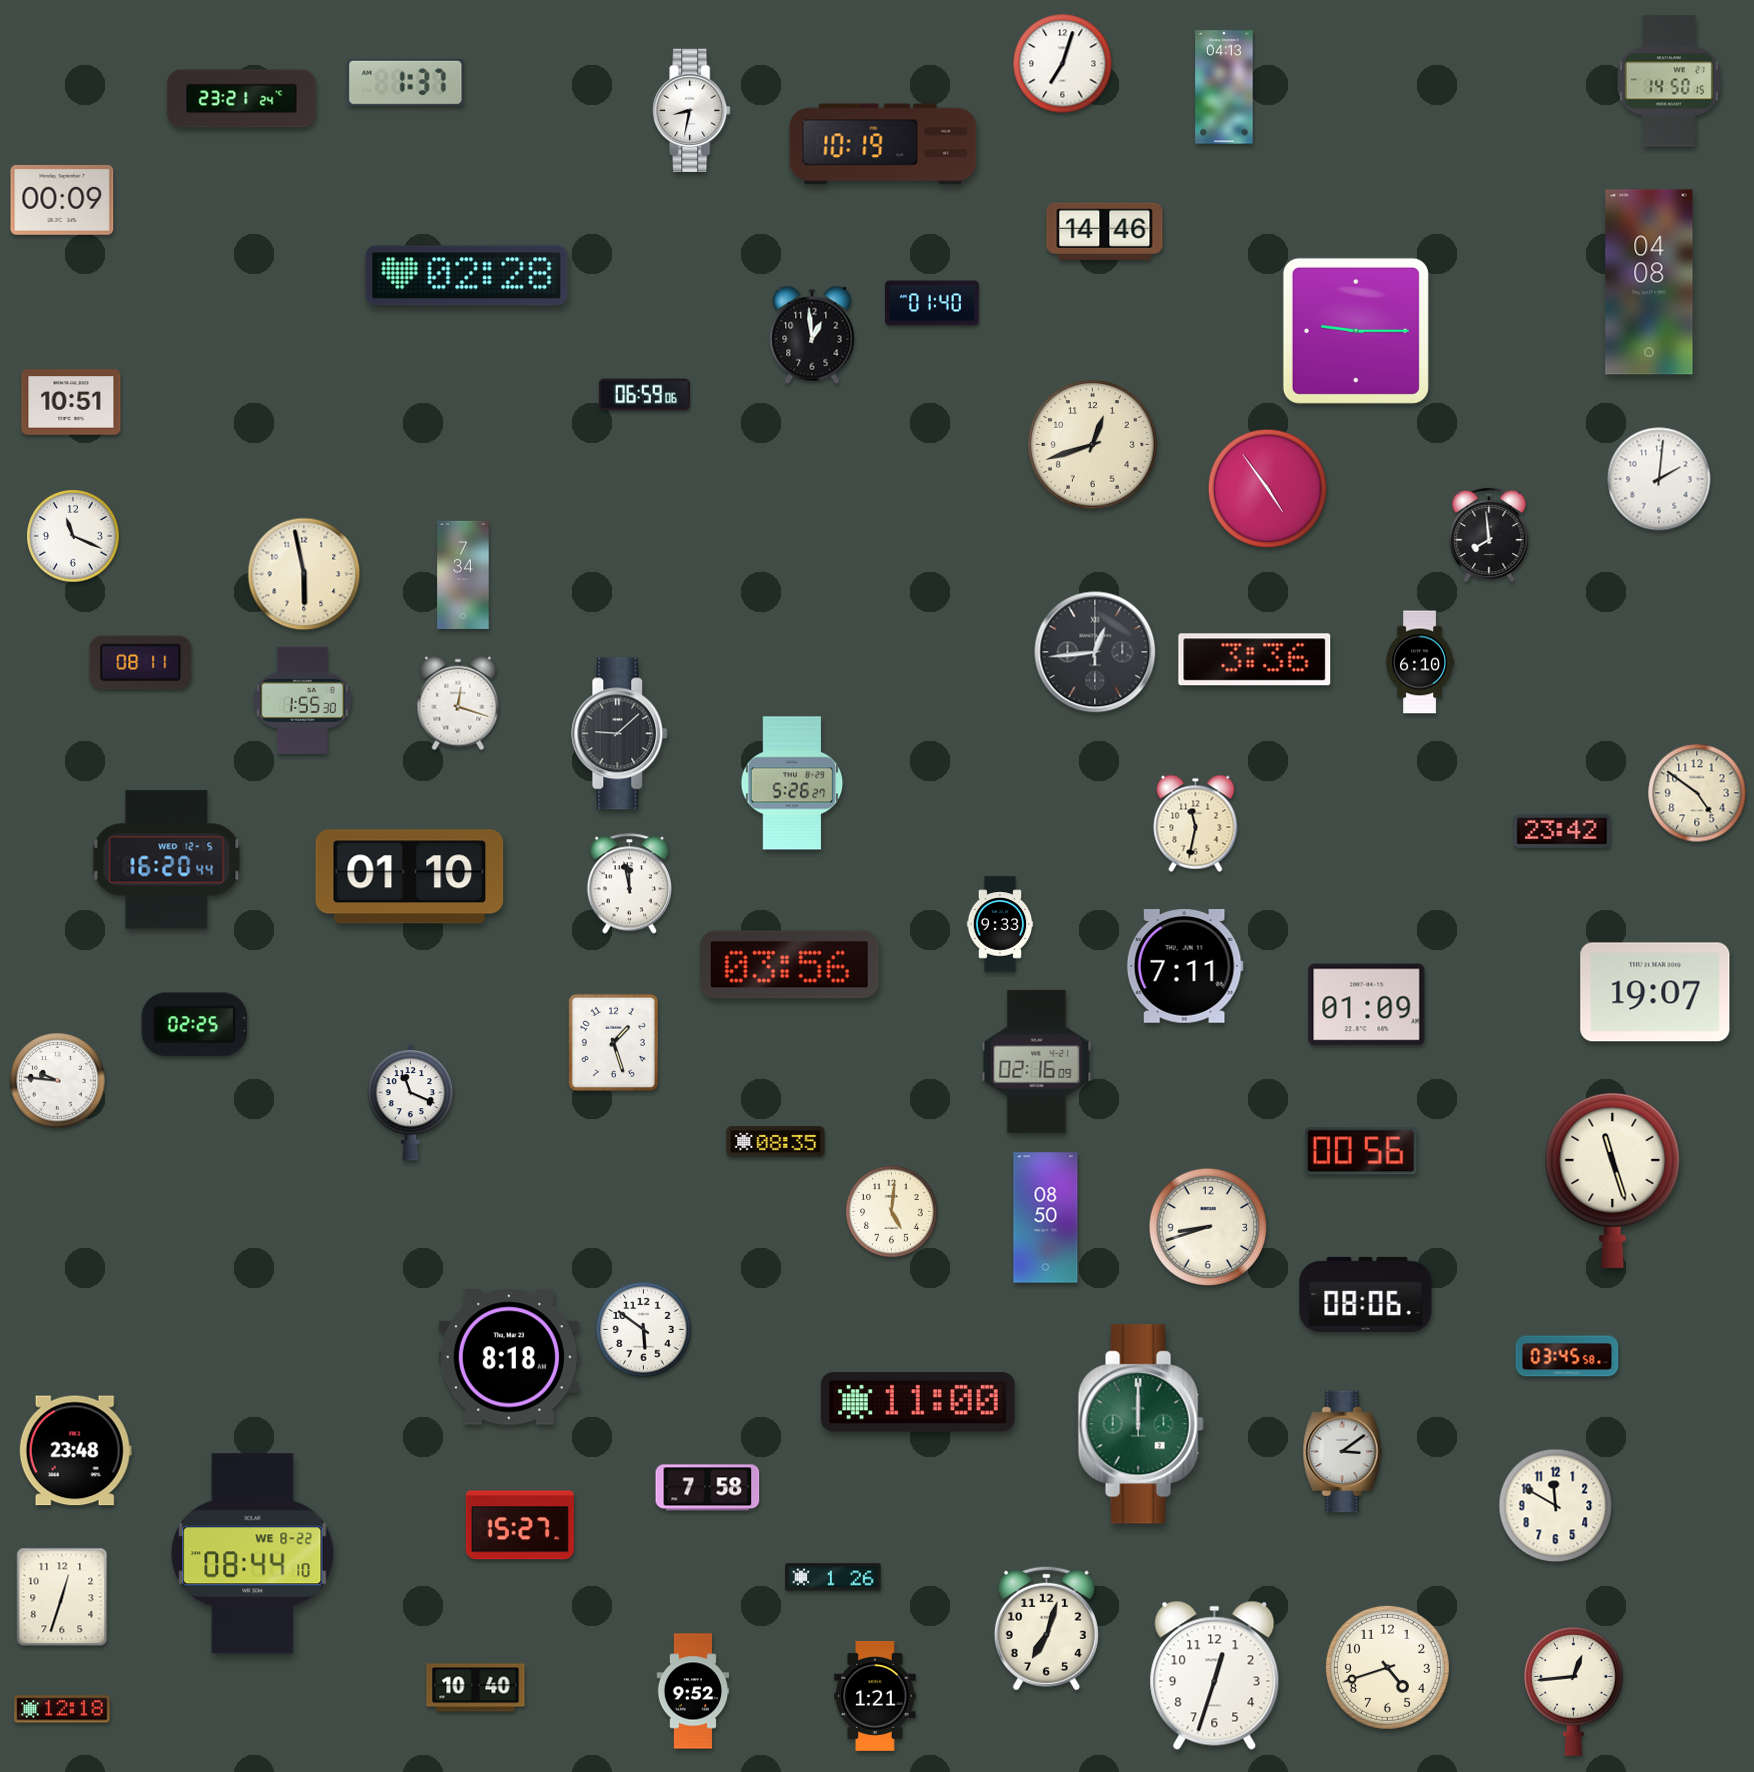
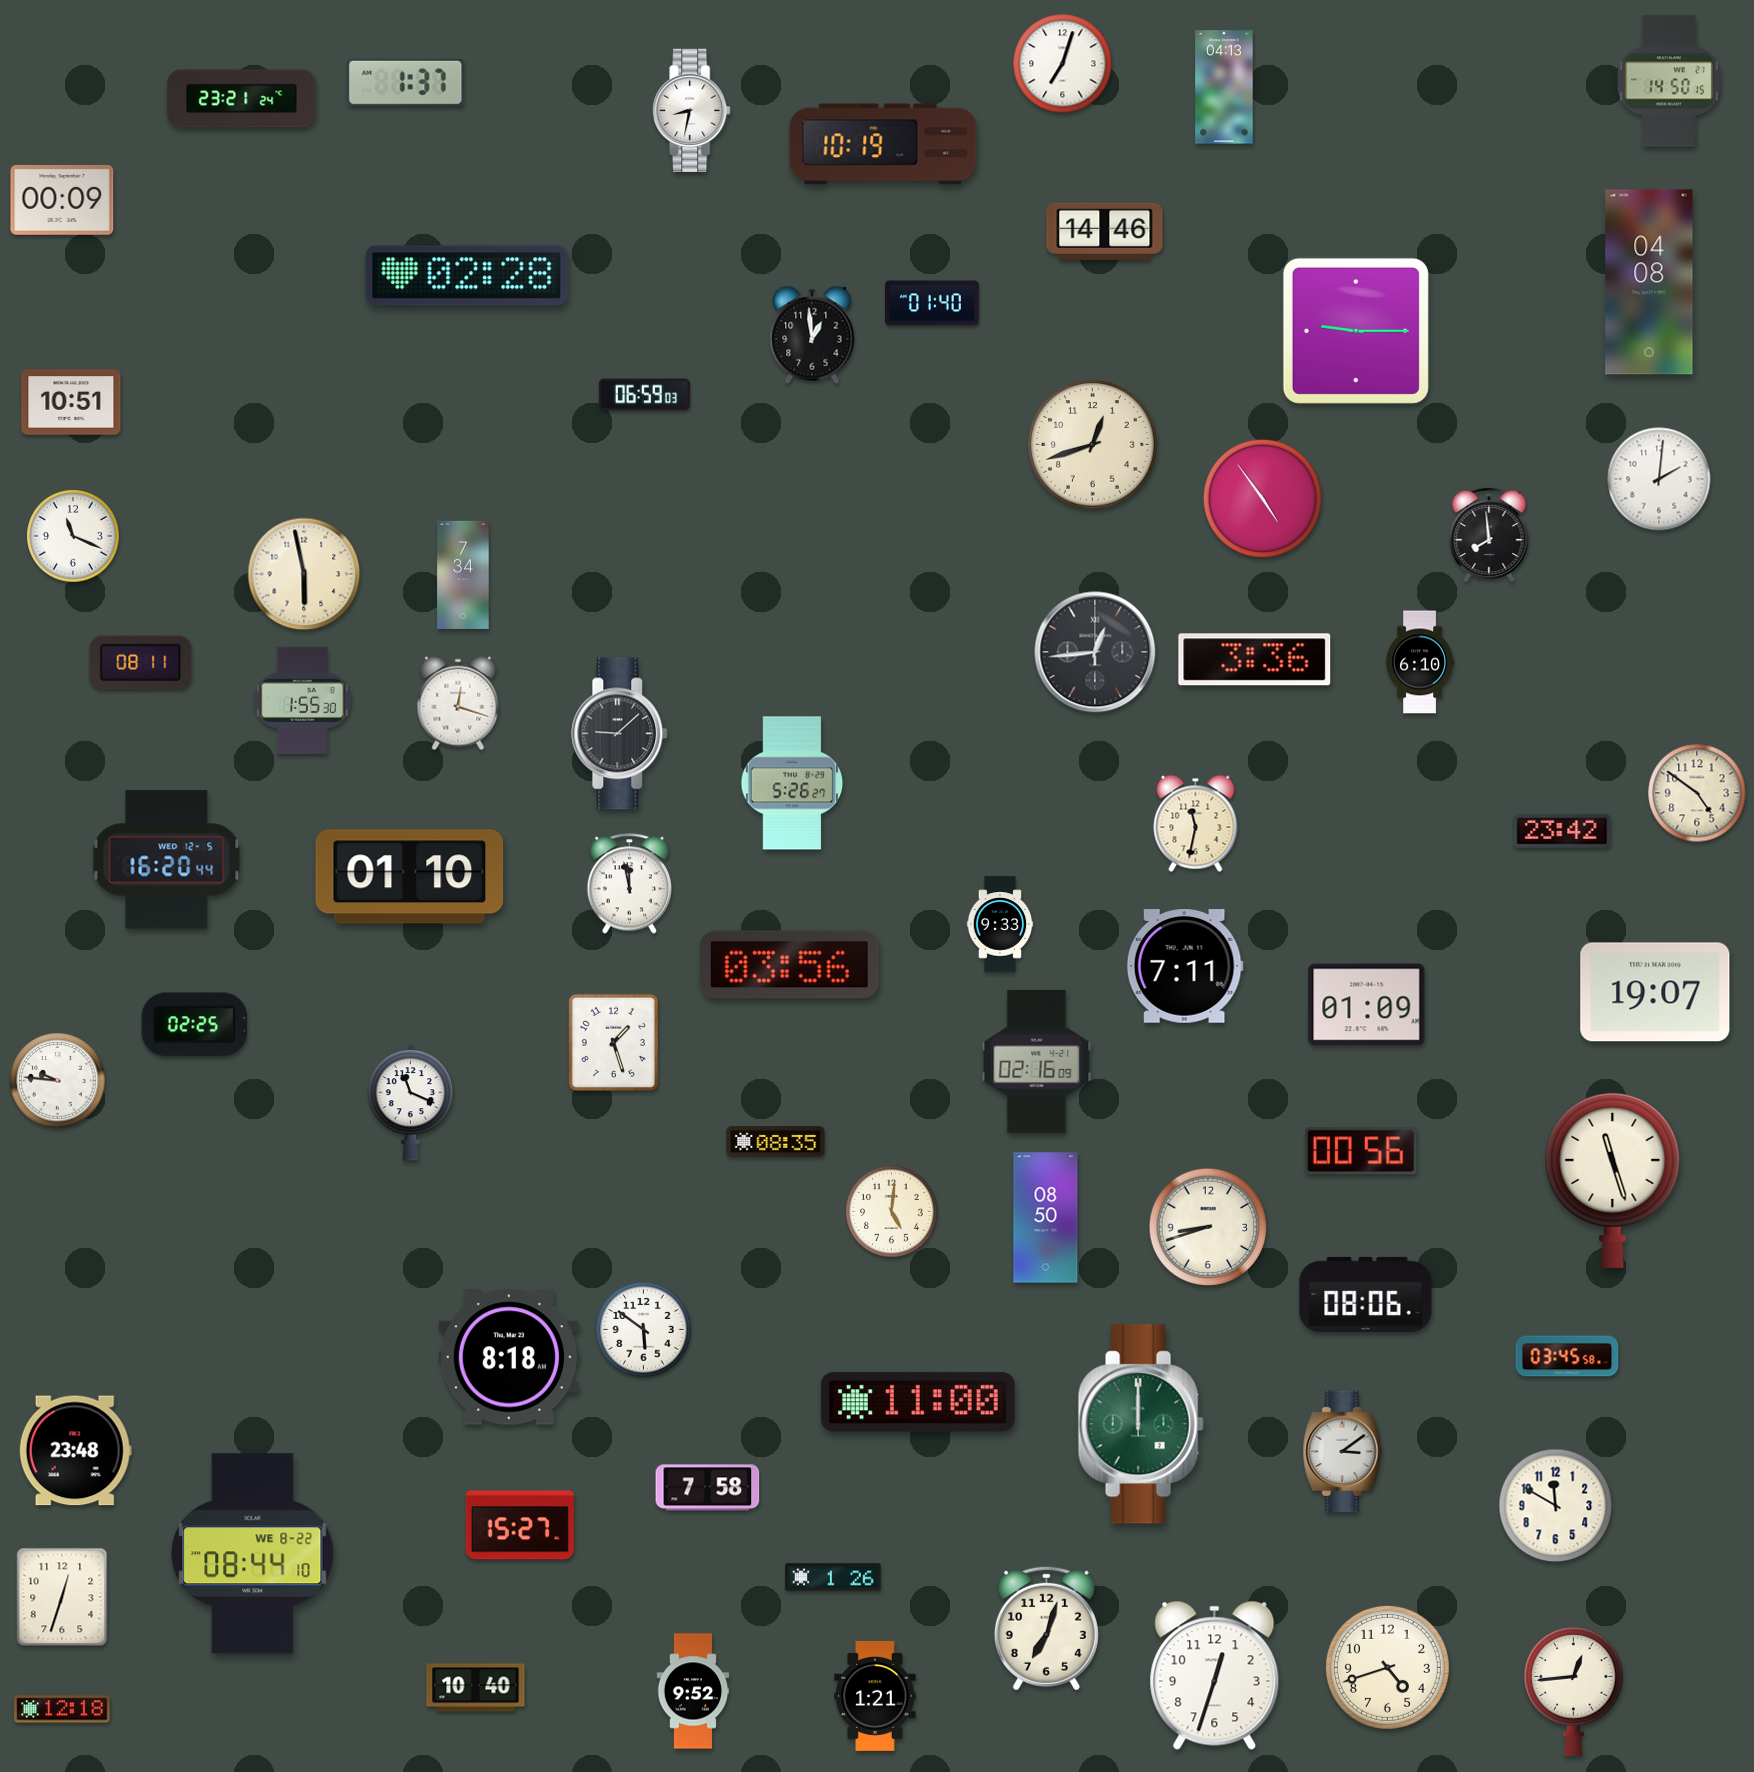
clock at (644, 395): 06:59:06 -> 06:59:03
clock at (1267, 488) position: (1267, 488) -> (1262, 498)
